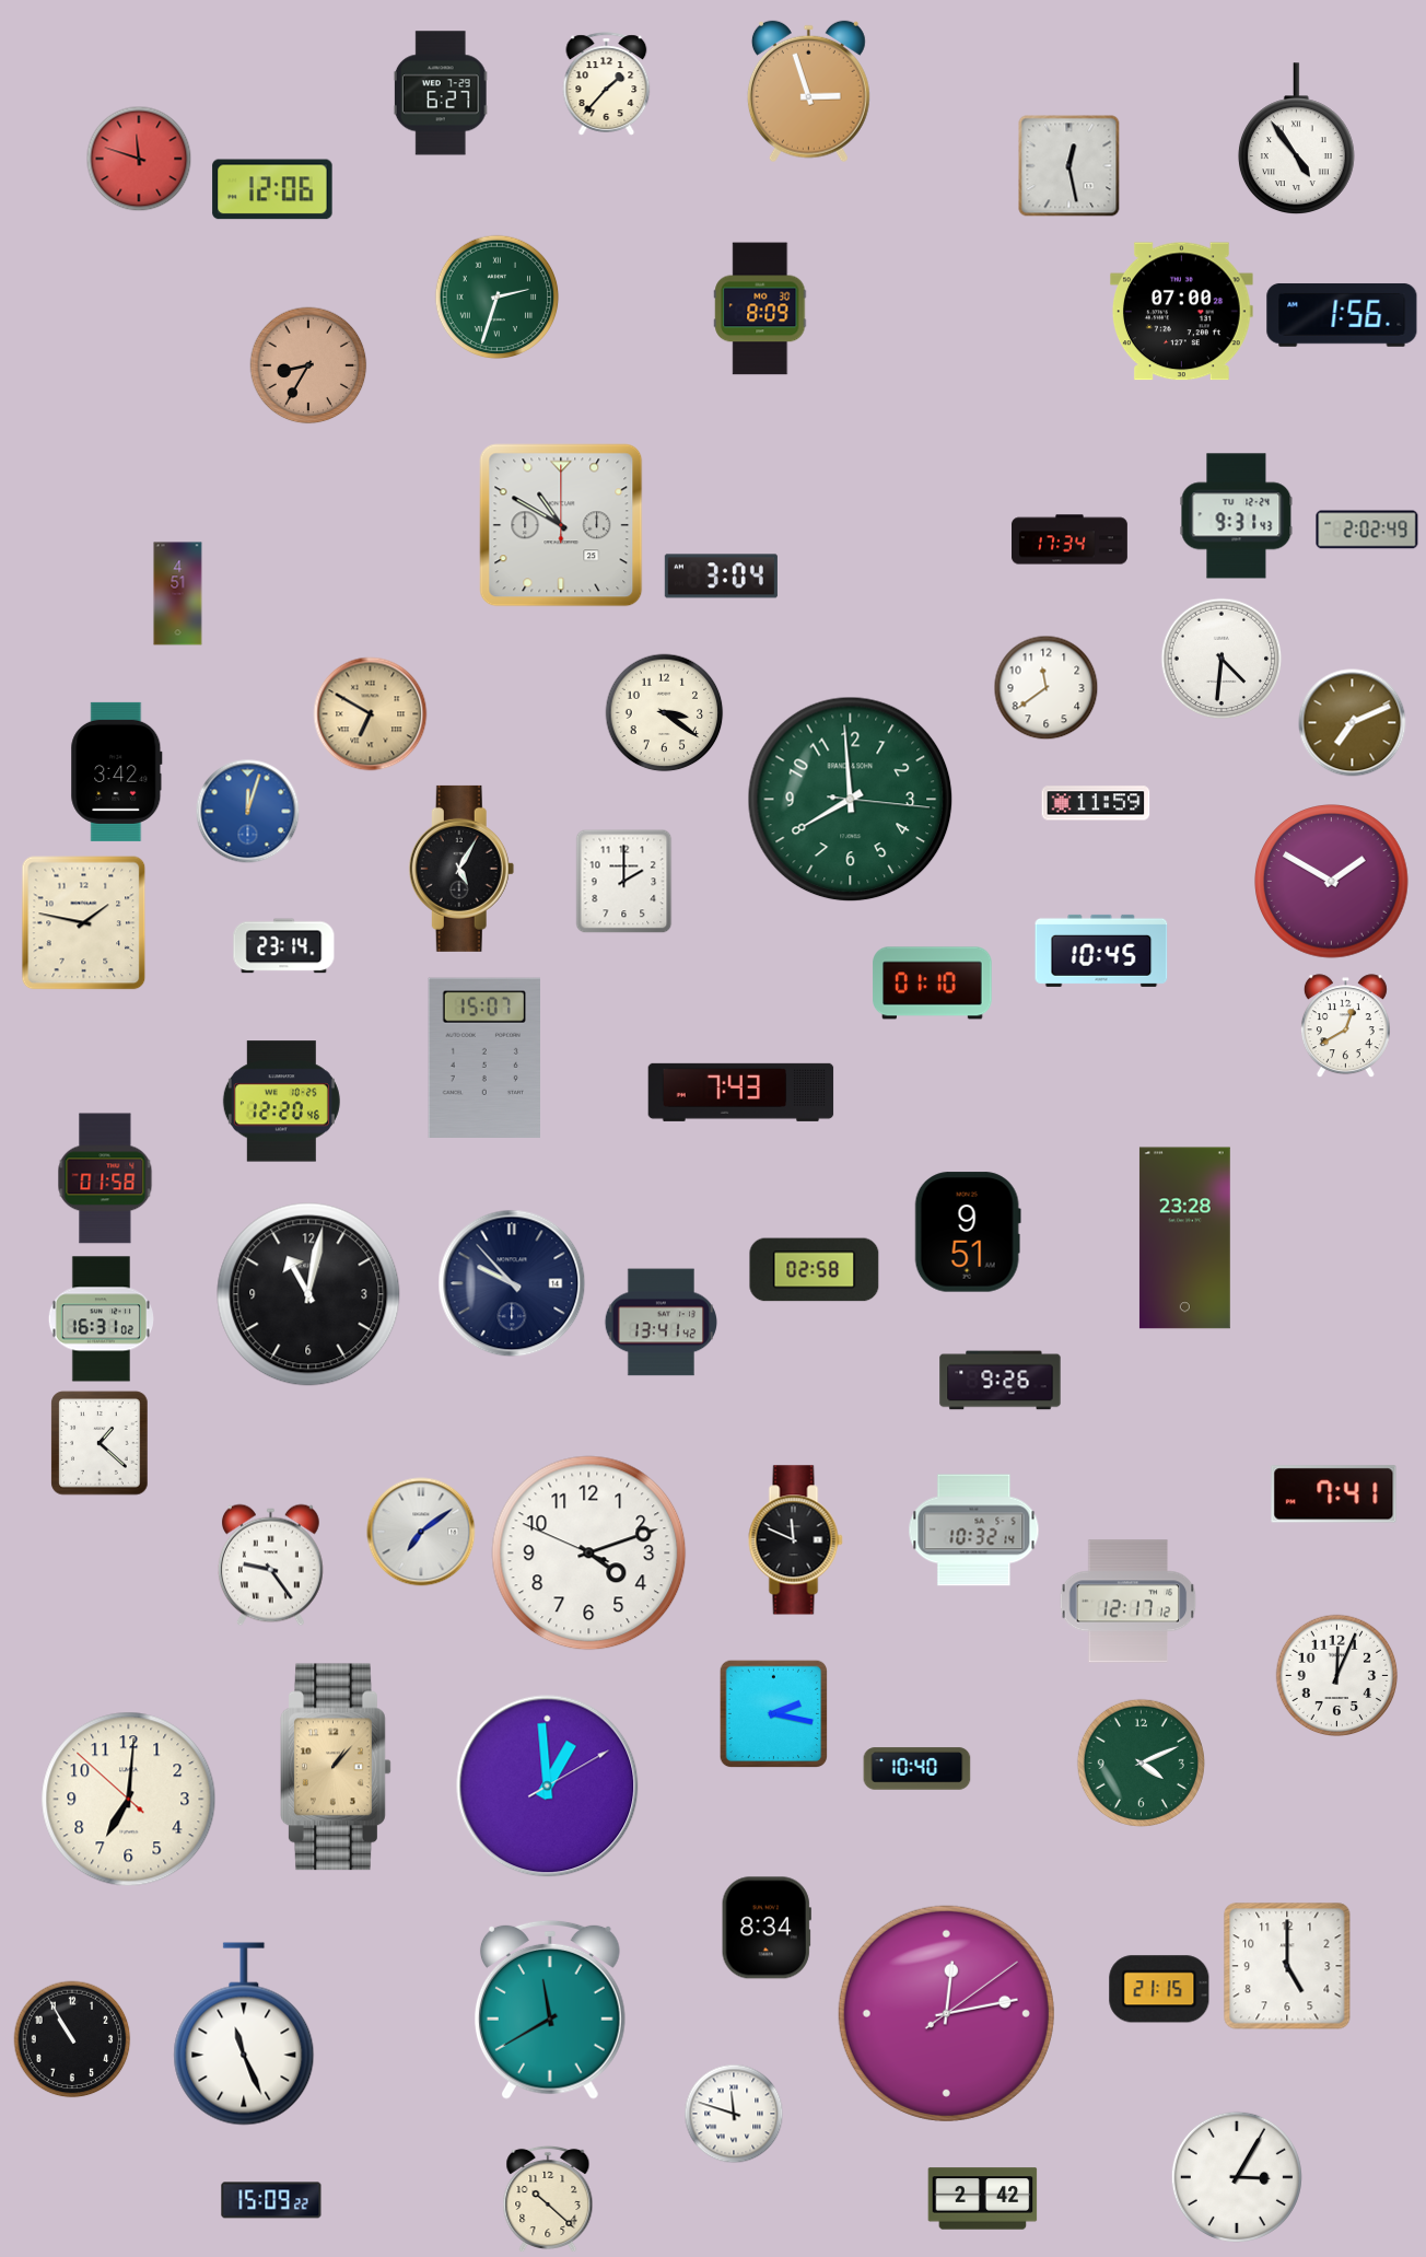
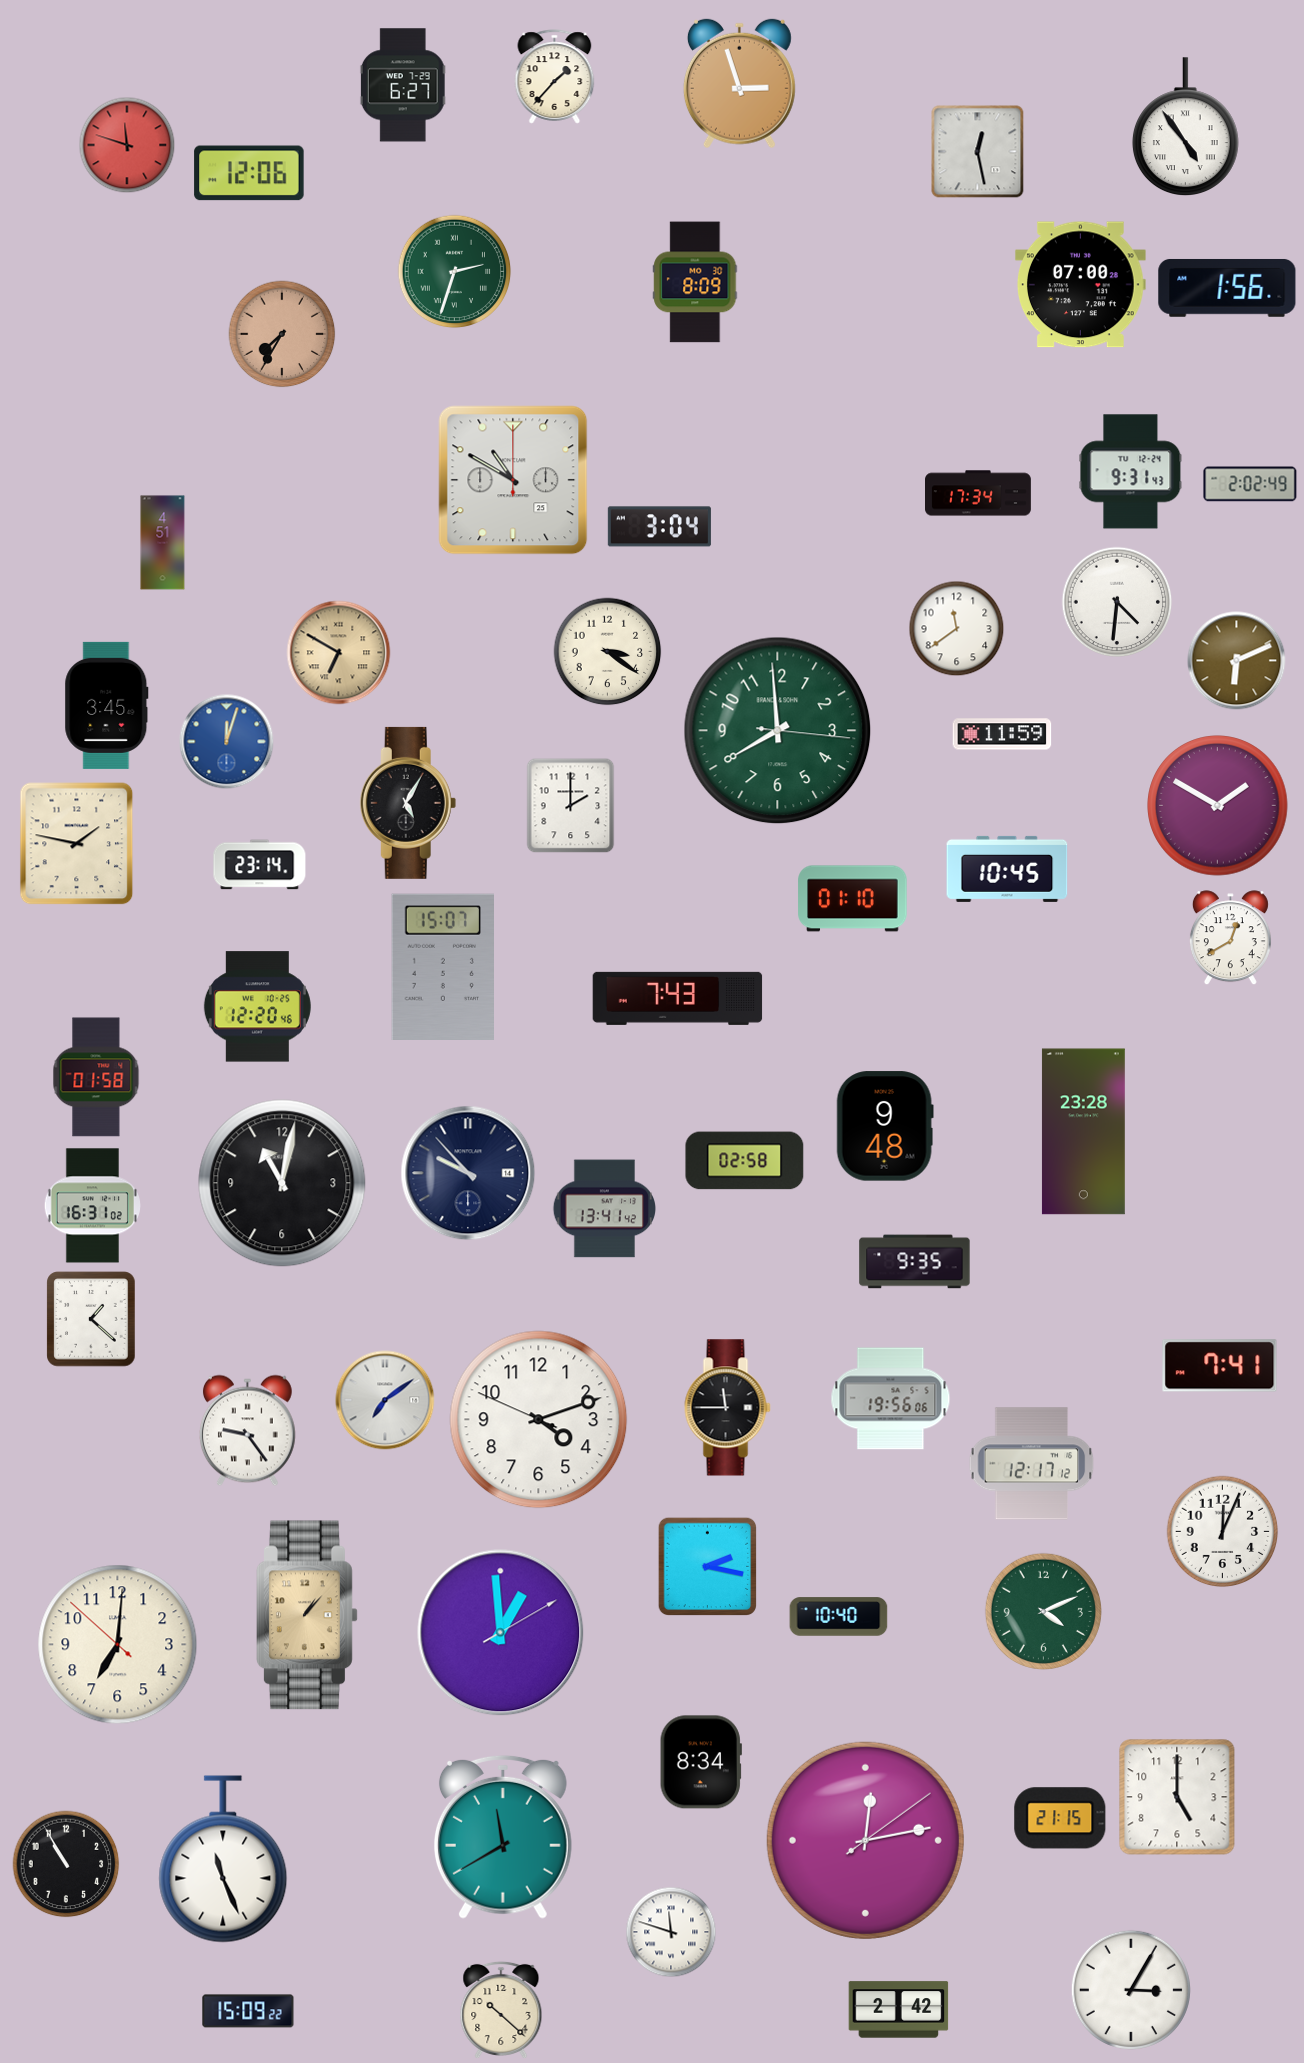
clock at (308, 365): 8:35 -> 7:35
clock at (1353, 723): 7:11 -> 6:11
clock at (117, 771): 3:42 -> 3:45
clock at (461, 869) position: (461, 869) -> (408, 803)
clock at (968, 1232): 9:51 -> 9:48
clock at (1001, 1381): 9:26 -> 9:35
clock at (974, 1531): 10:32 -> 19:56
clock at (796, 1540): 11:49 -> 11:45
